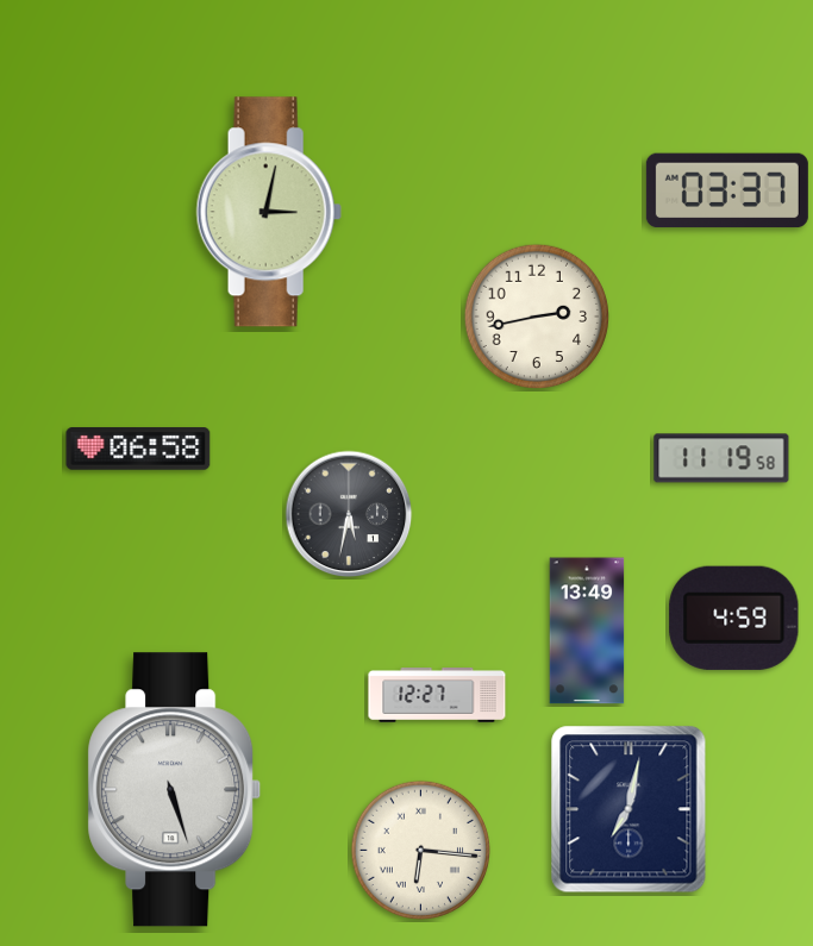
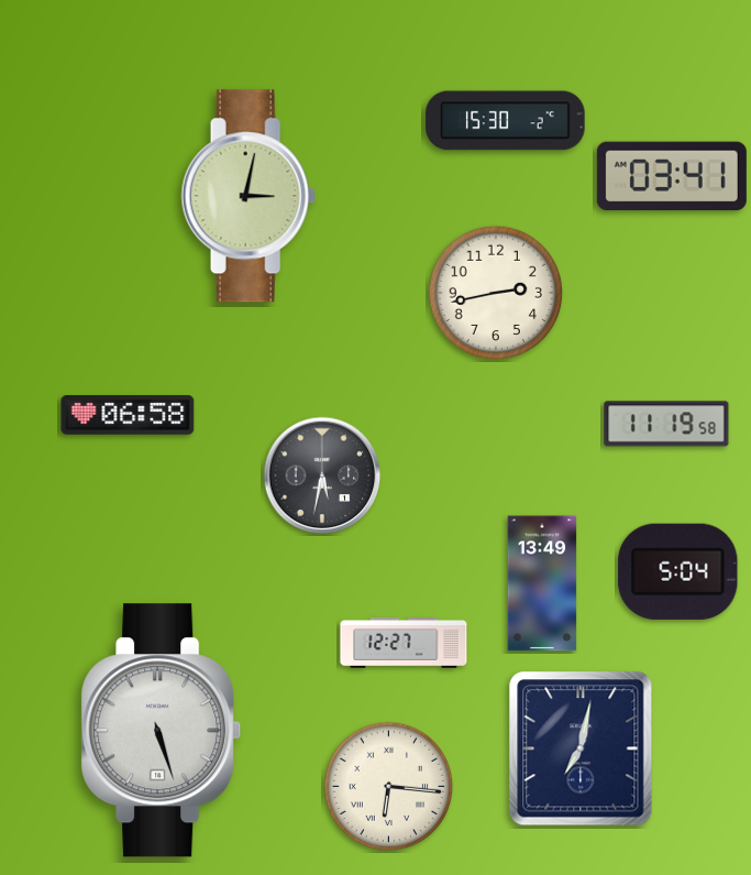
clock at (506, 121): none -> 15:30
clock at (727, 190): 03:37 -> 03:41
clock at (734, 618): 4:59 -> 5:04
